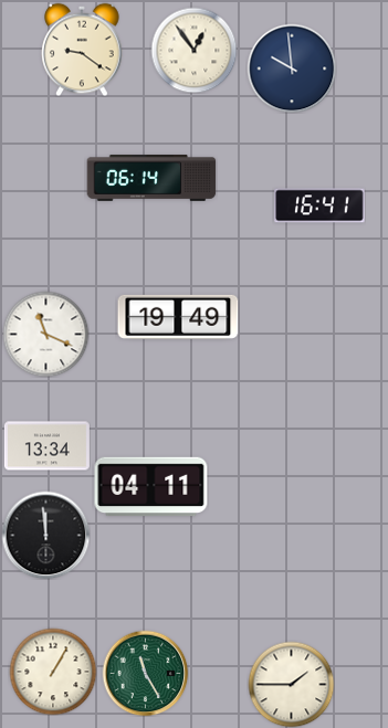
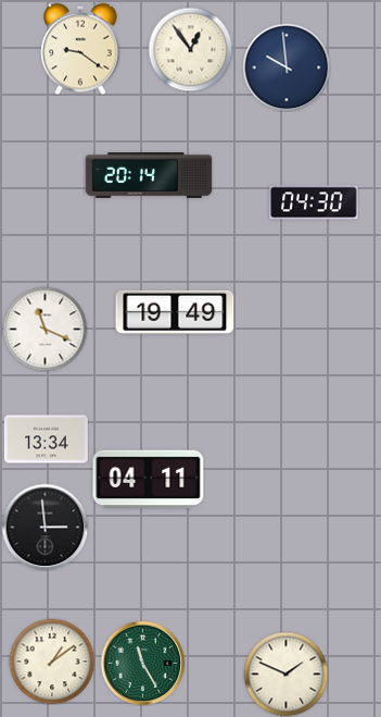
clock at (151, 178): 06:14 -> 20:14
clock at (319, 205): 16:41 -> 04:30
clock at (45, 535): 11:59 -> 2:59
clock at (53, 672): 1:05 -> 1:09
clock at (291, 684): 1:45 -> 1:49
